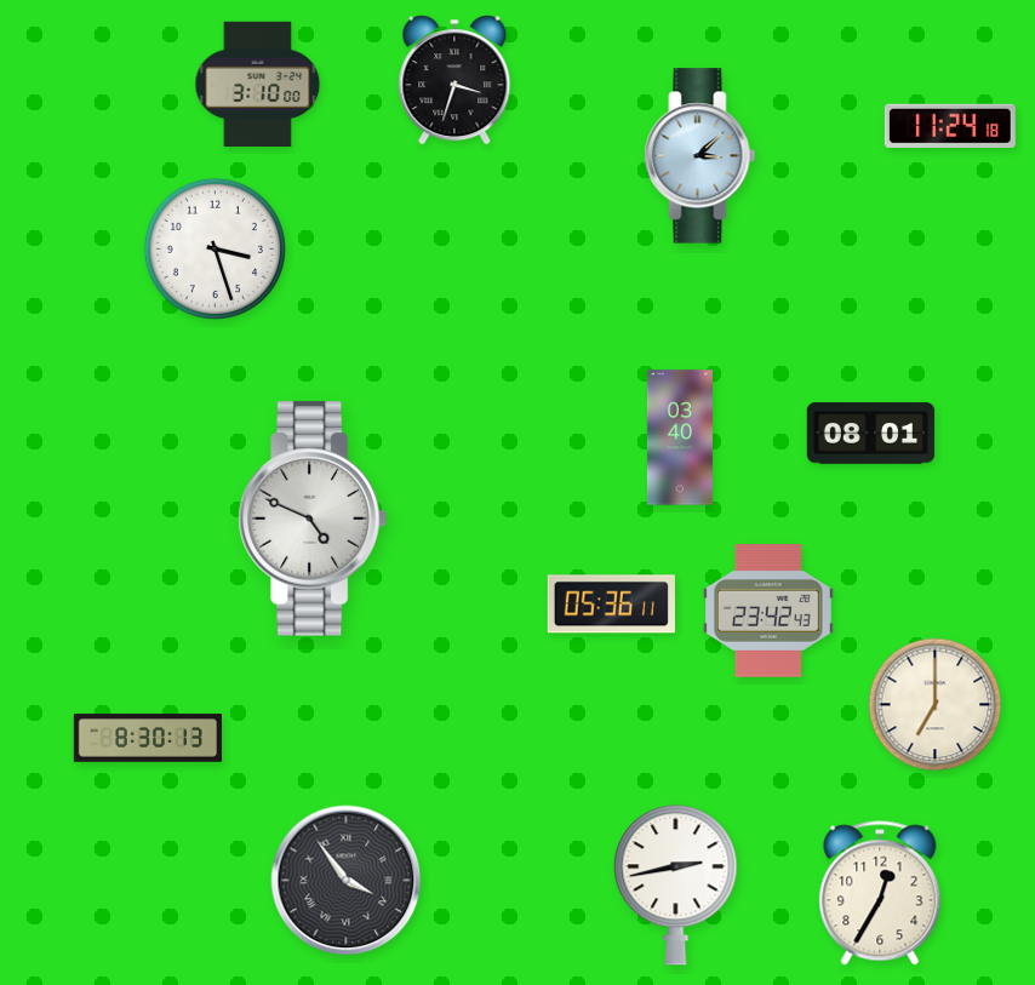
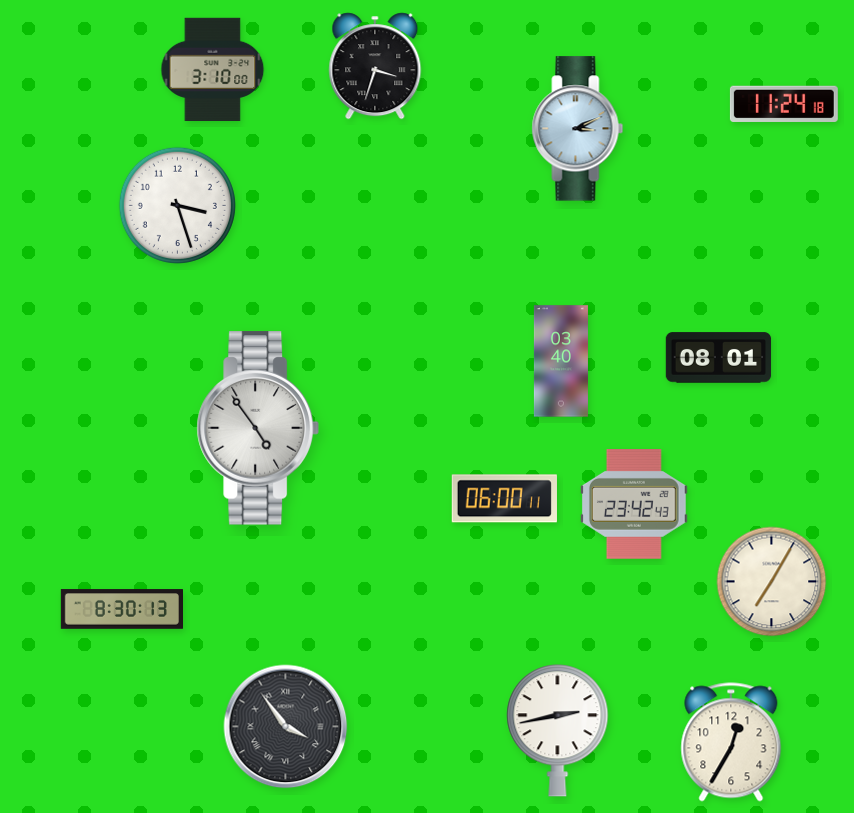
clock at (701, 156): 3:08 -> 3:11
clock at (311, 519): 4:49 -> 4:54
clock at (611, 605): 05:36 -> 06:00
clock at (936, 705): 7:00 -> 7:05
clock at (880, 893) position: (880, 893) -> (731, 742)
